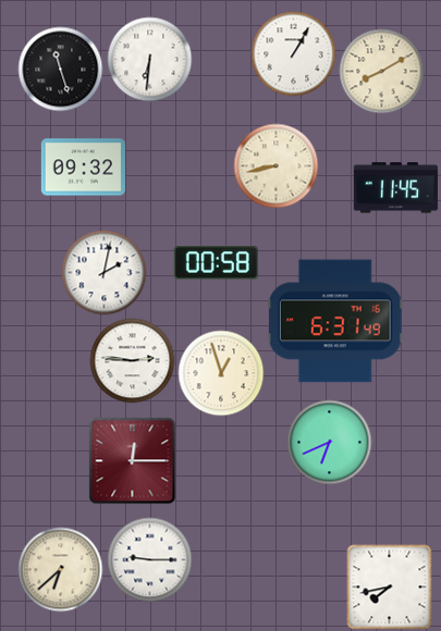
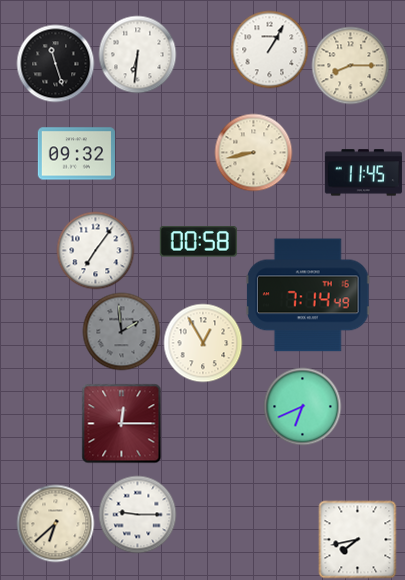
clock at (381, 71): 8:10 -> 8:15
clock at (103, 272): 2:02 -> 7:06
clock at (335, 321): 6:31 -> 7:14
clock at (132, 360): 2:46 -> 1:59
clock at (132, 360) dial: white -> grey
clock at (221, 373): 12:57 -> 12:55
